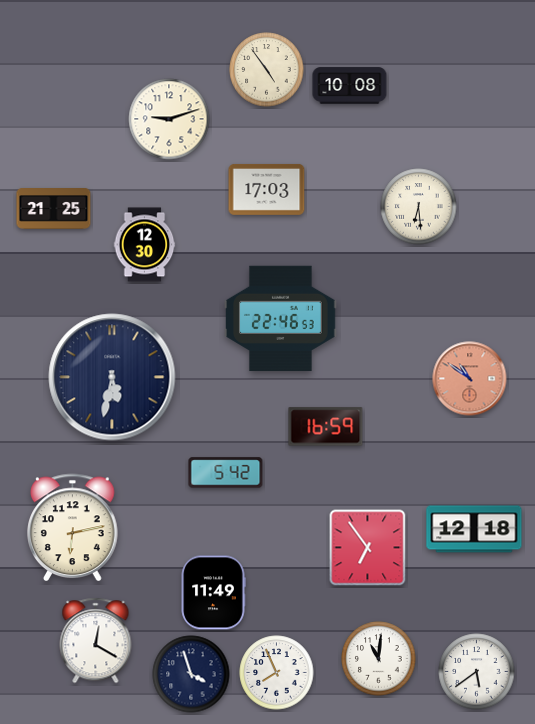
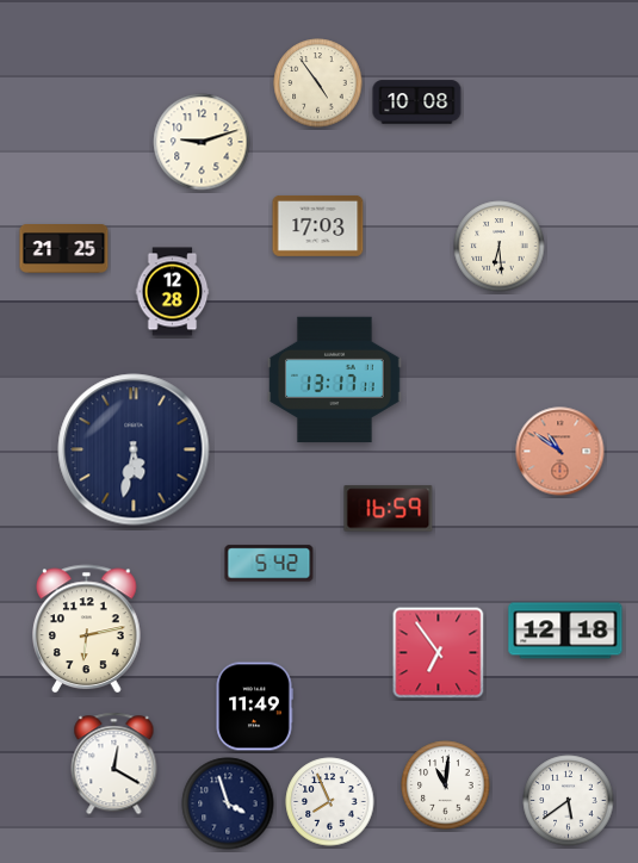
clock at (145, 245): 12:30 -> 12:28
clock at (281, 319): 22:46 -> 13:17
clock at (379, 659) position: (379, 659) -> (446, 786)
